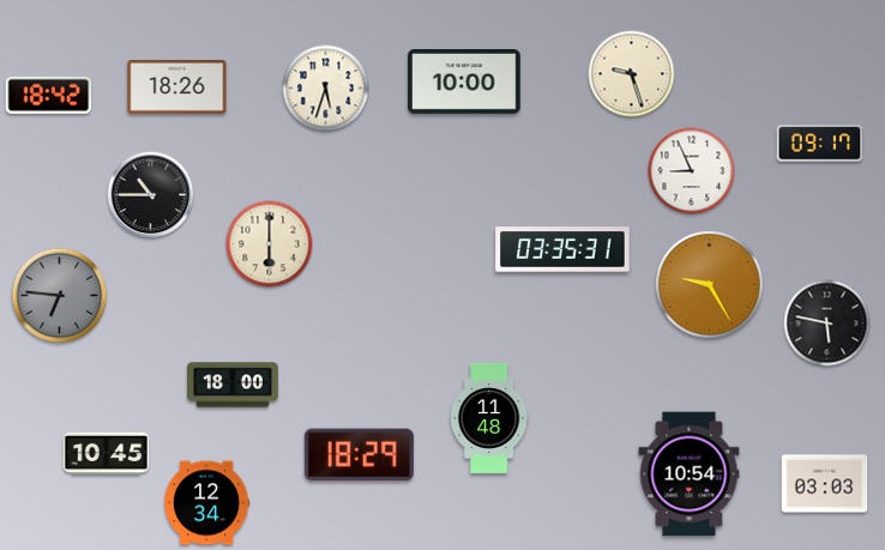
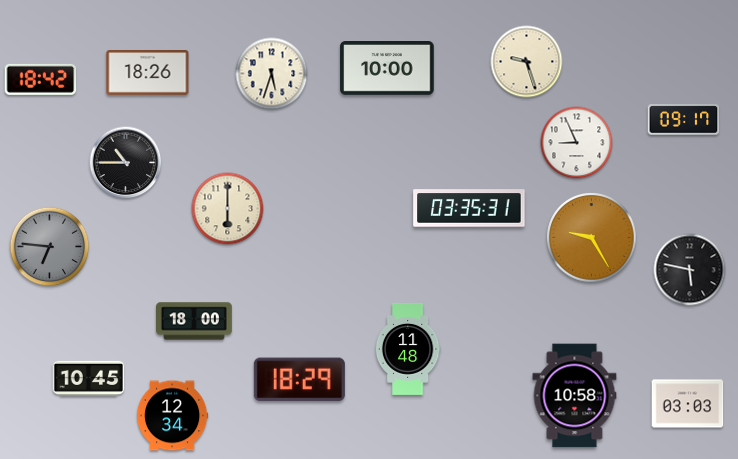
clock at (270, 244) position: (270, 244) -> (228, 209)
clock at (690, 475): 10:54 -> 10:58
clock at (206, 503) position: (206, 503) -> (172, 416)
